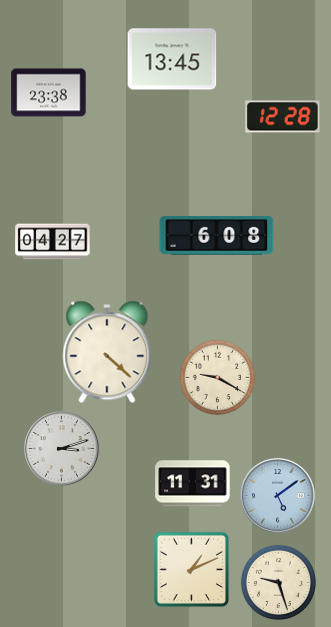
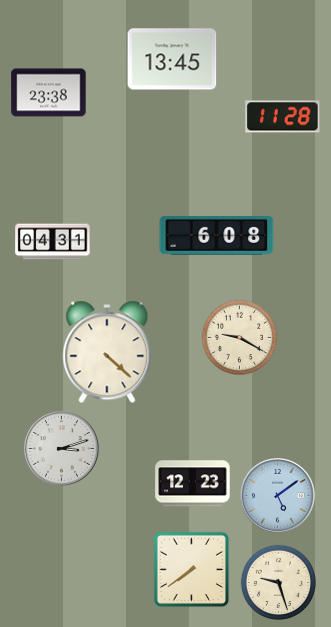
clock at (283, 117): 12:28 -> 11:28
clock at (53, 242): 04:27 -> 04:31
clock at (217, 377) position: (217, 377) -> (239, 337)
clock at (193, 484): 11:31 -> 12:23
clock at (192, 570): 1:11 -> 7:39
